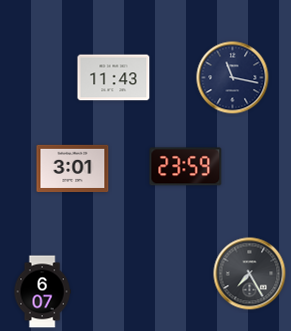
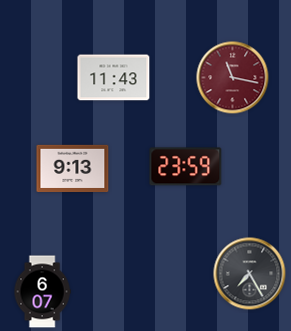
clock at (233, 78) dial: navy -> burgundy
clock at (73, 168): 3:01 -> 9:13
